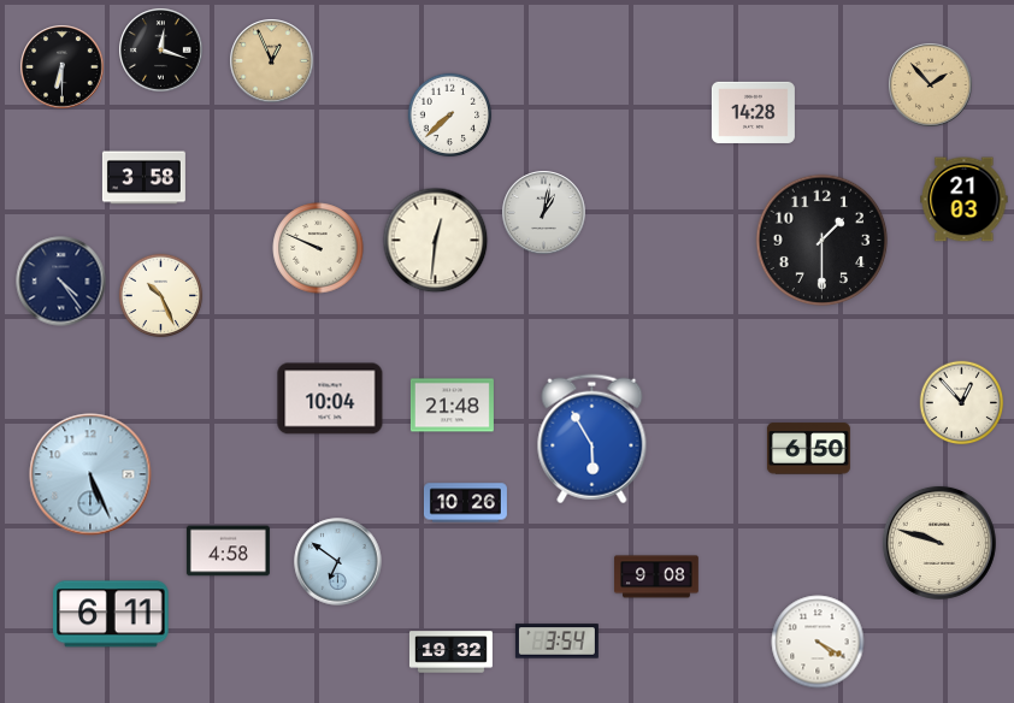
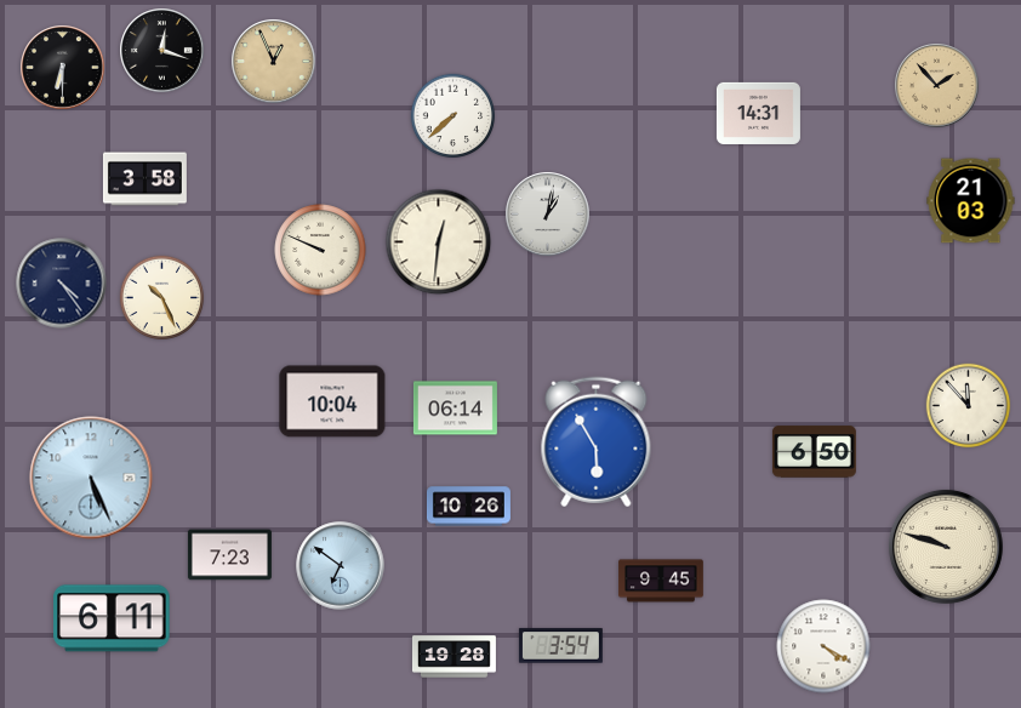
clock at (753, 112): 14:28 -> 14:31
clock at (823, 241): 1:30 -> none
clock at (962, 403): 12:53 -> 11:53
clock at (452, 406): 21:48 -> 06:14
clock at (228, 551): 4:58 -> 7:23
clock at (656, 577): 9:08 -> 9:45
clock at (450, 652): 19:32 -> 19:28
